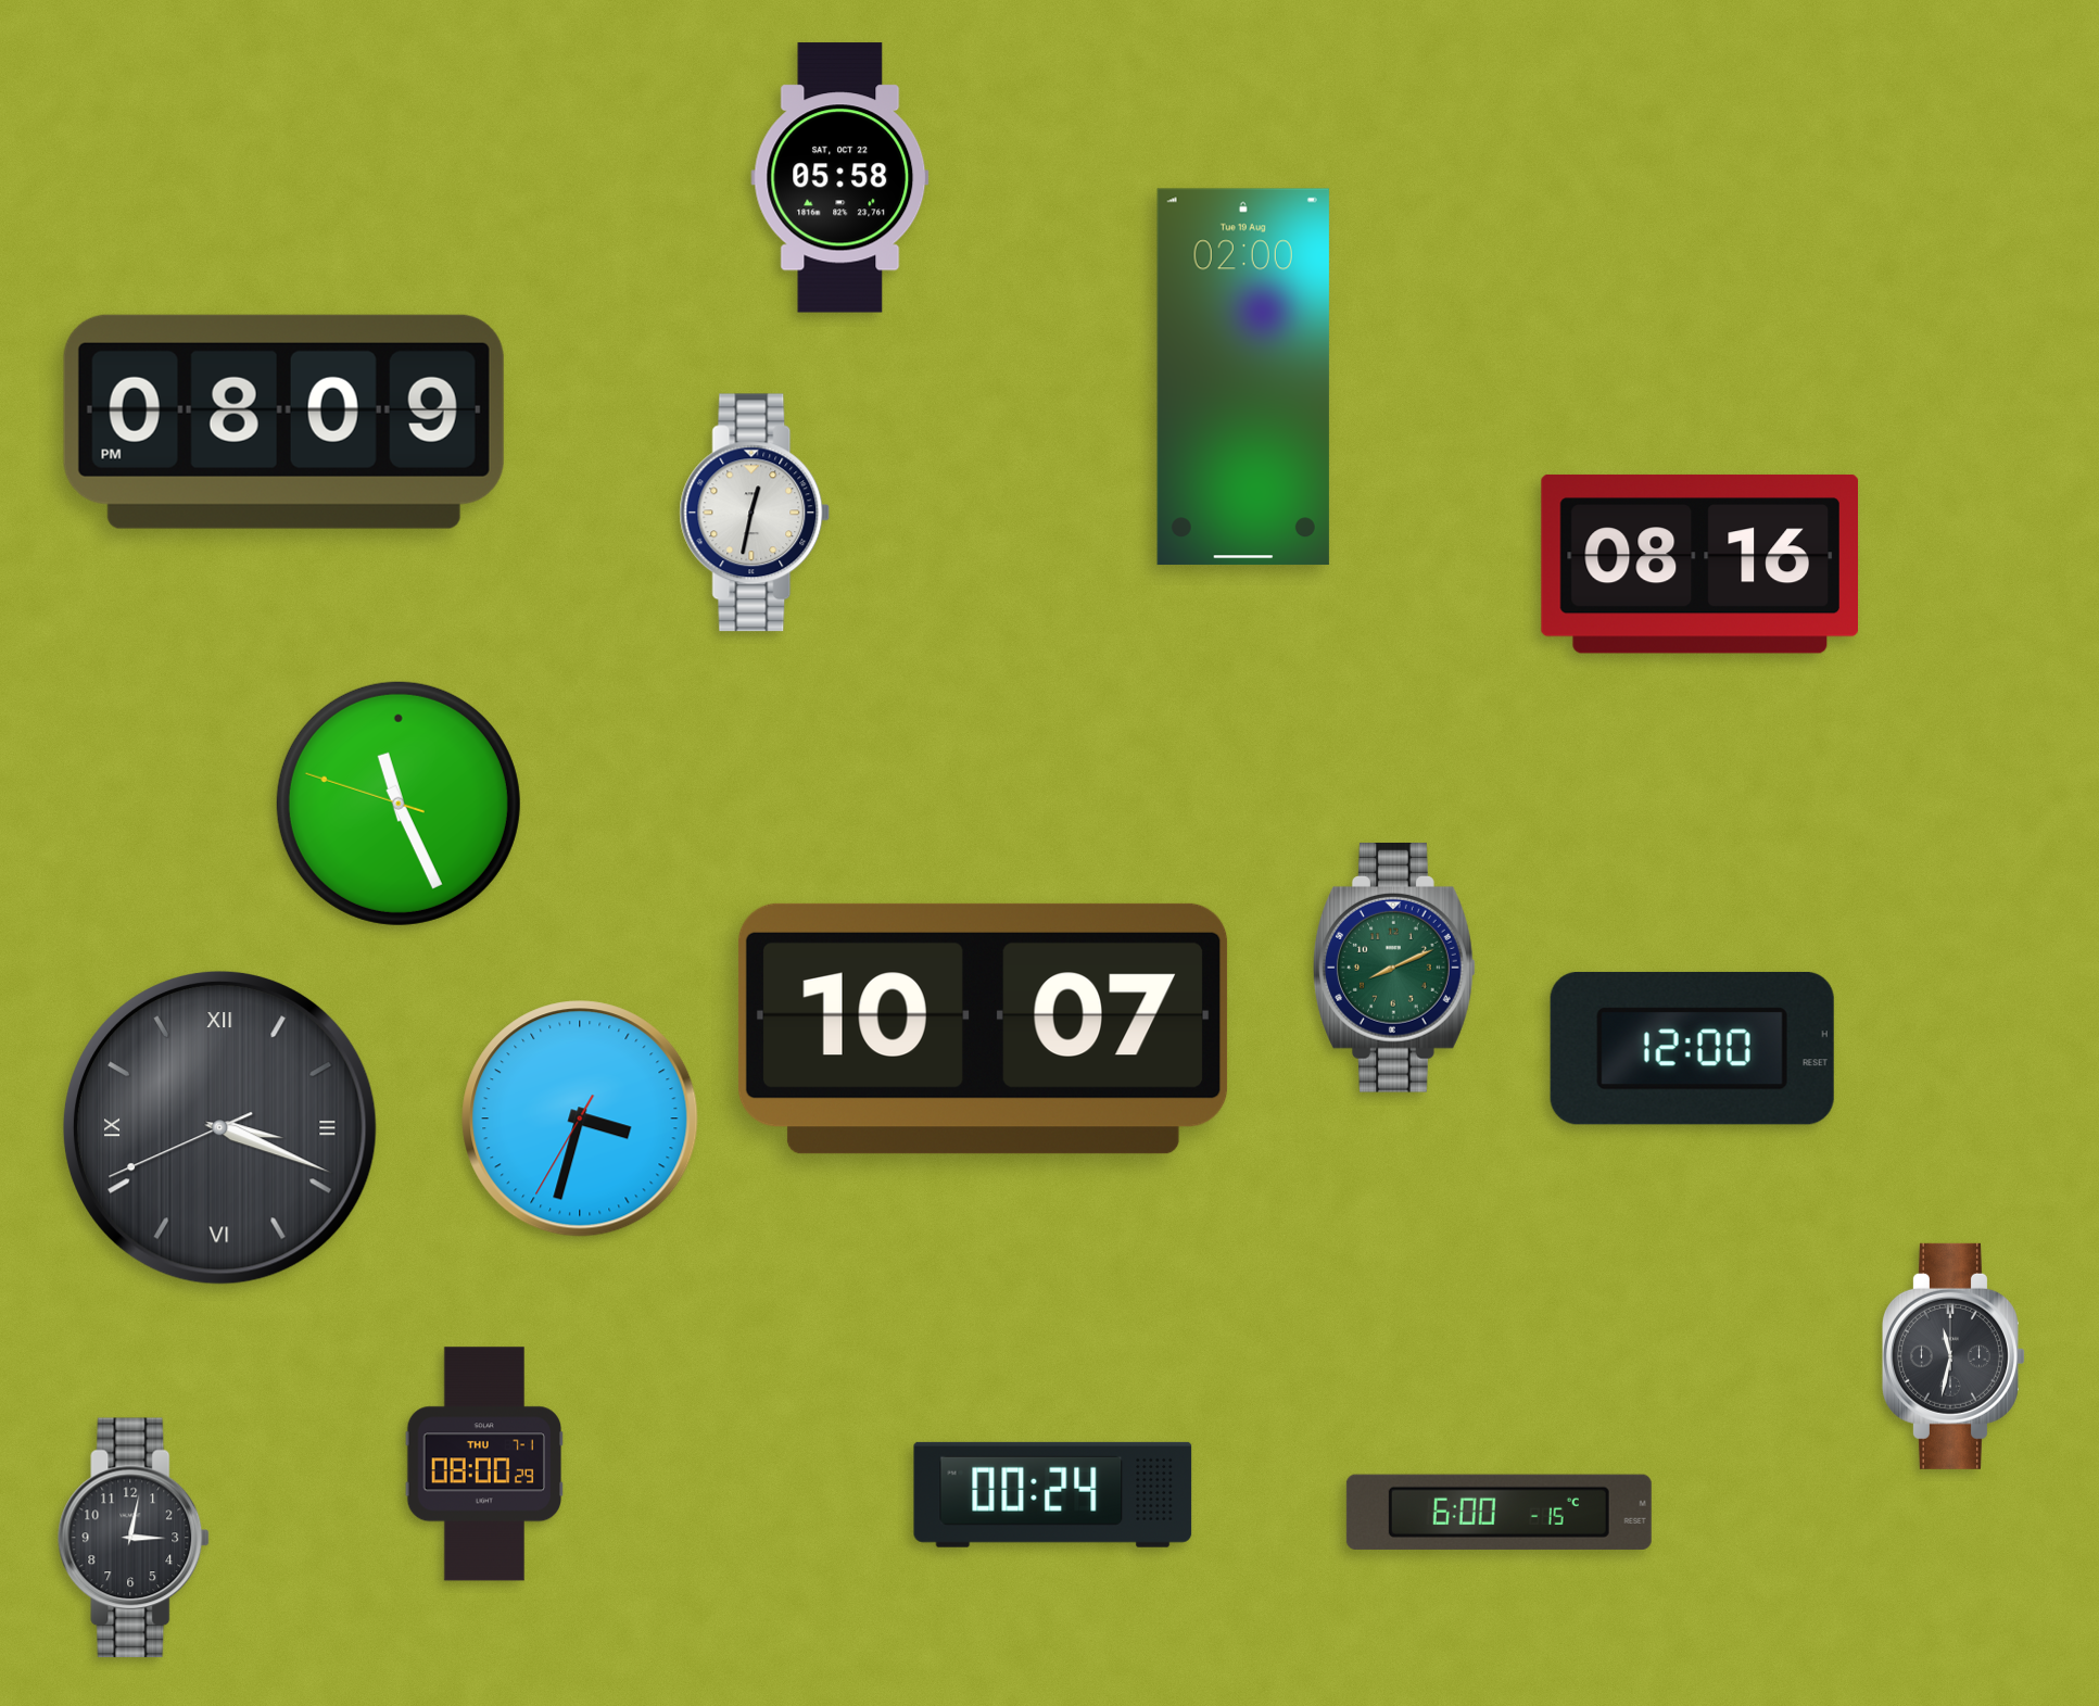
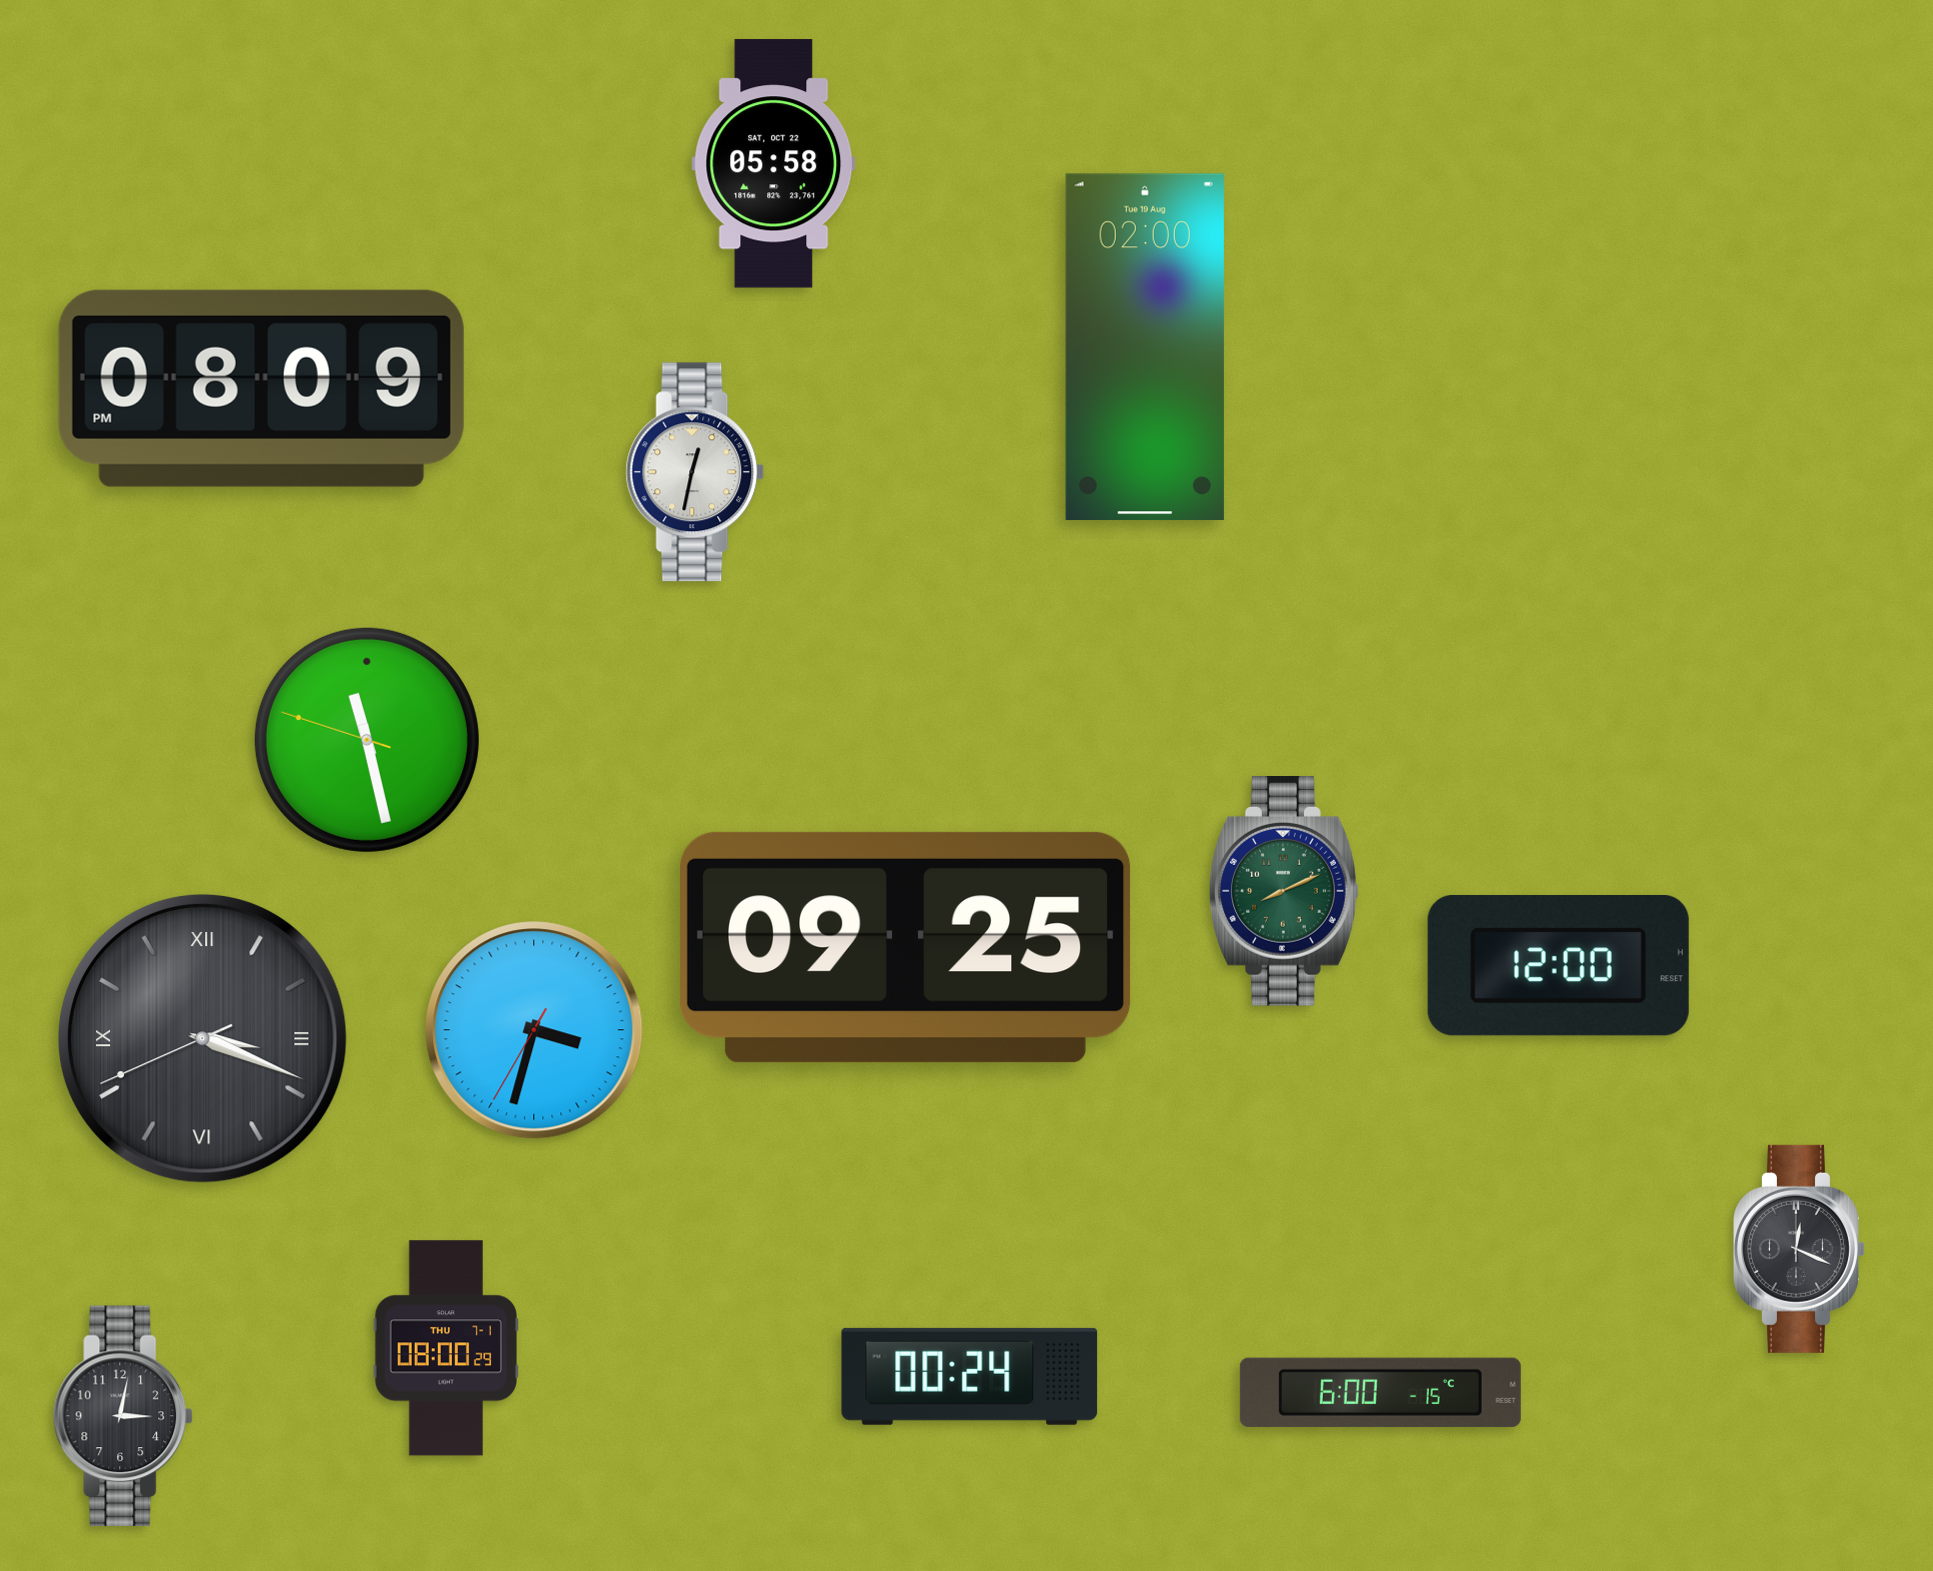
clock at (1699, 564): 08:16 -> none
clock at (399, 804): 11:25 -> 11:27
clock at (983, 1028): 10:07 -> 09:25
clock at (1953, 1356): 11:32 -> 12:19
